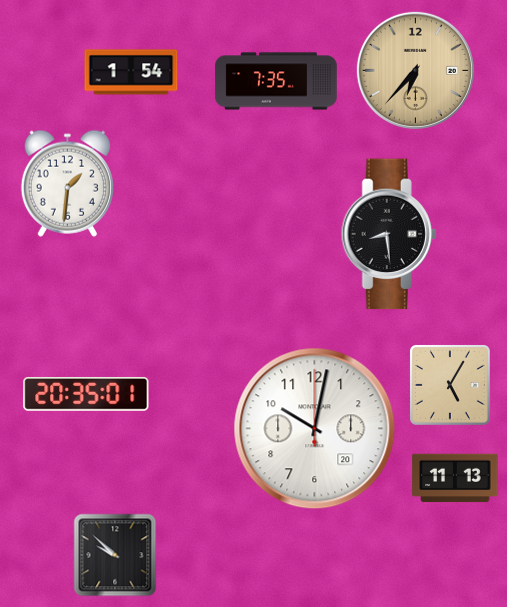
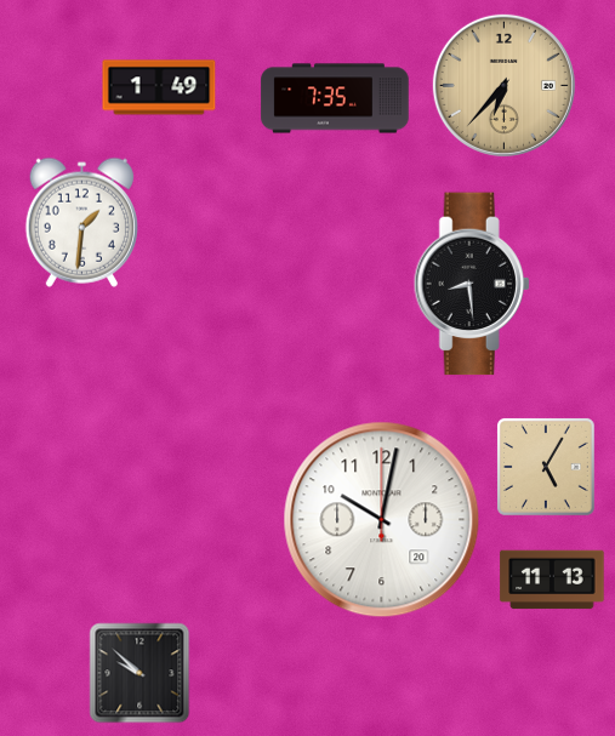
clock at (131, 72): 1:54 -> 1:49
clock at (86, 394): 20:35 -> none
